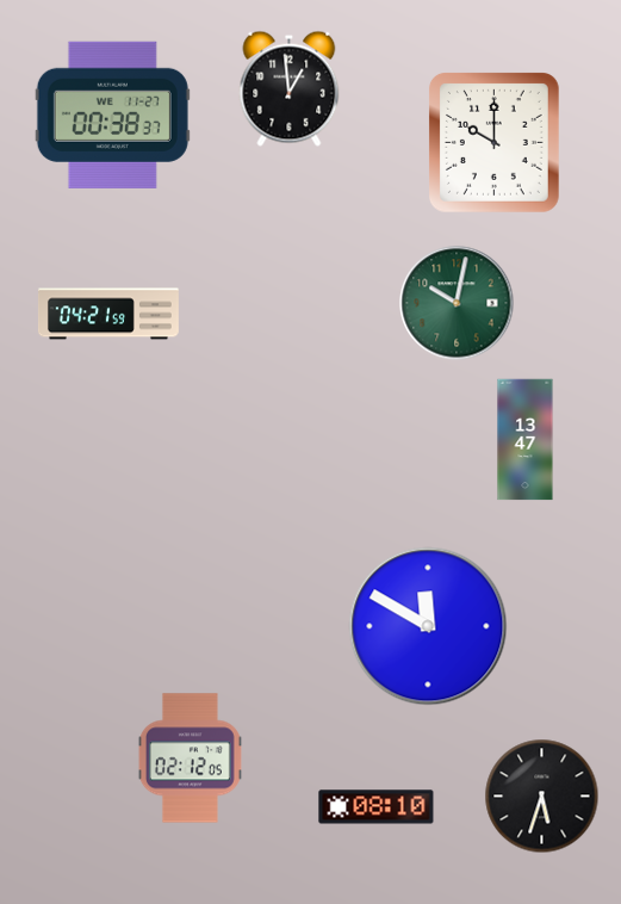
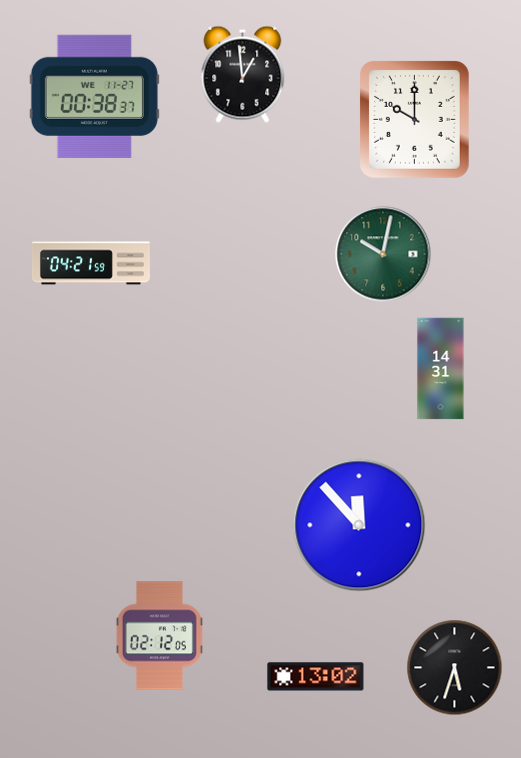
clock at (526, 440): 13:47 -> 14:31
clock at (428, 626): 11:50 -> 11:53
clock at (377, 807): 08:10 -> 13:02
